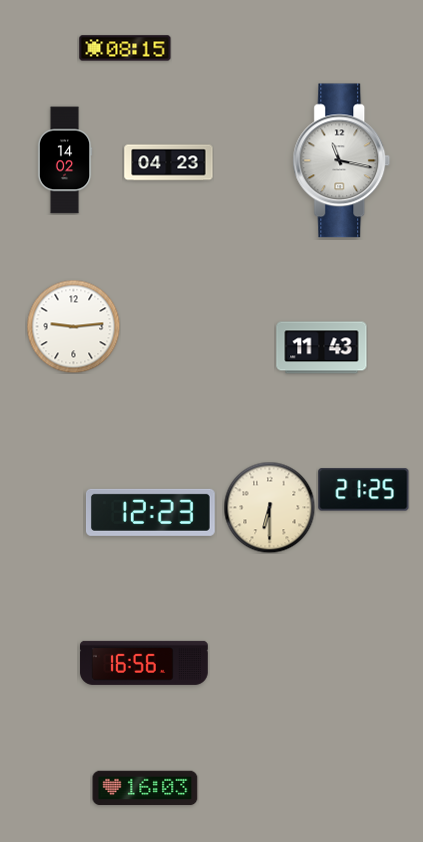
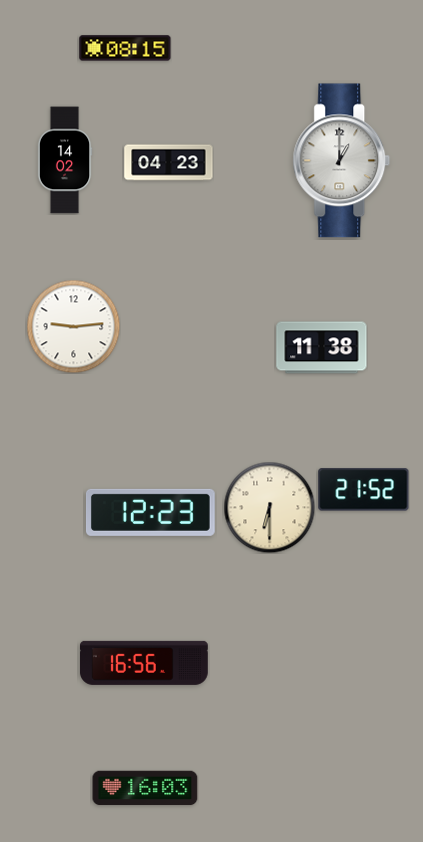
clock at (342, 161): 11:17 -> 1:00
clock at (322, 348): 11:43 -> 11:38
clock at (364, 490): 21:25 -> 21:52
